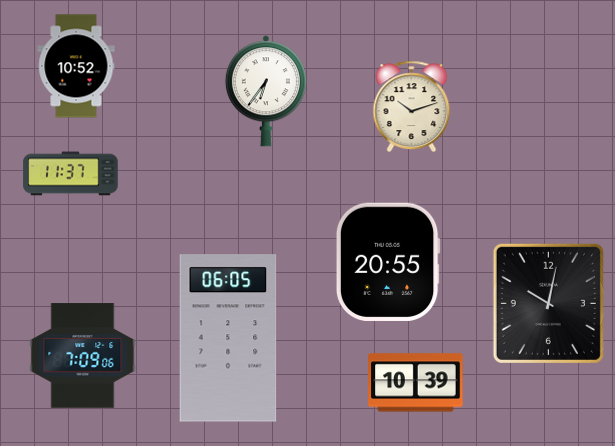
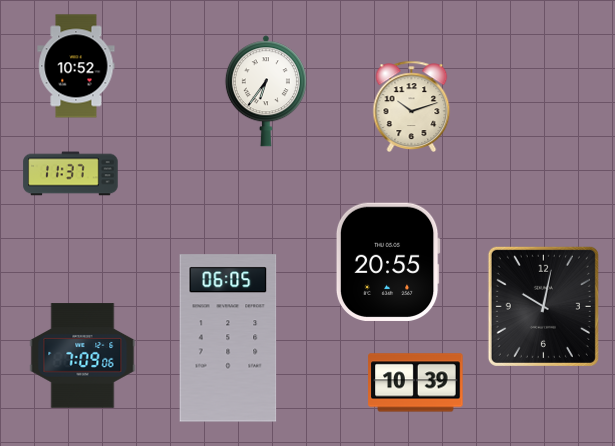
clock at (548, 303) position: (548, 303) -> (543, 306)
